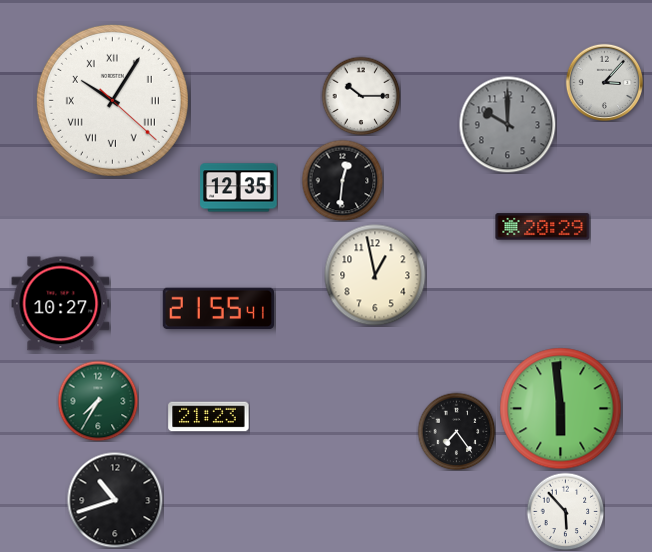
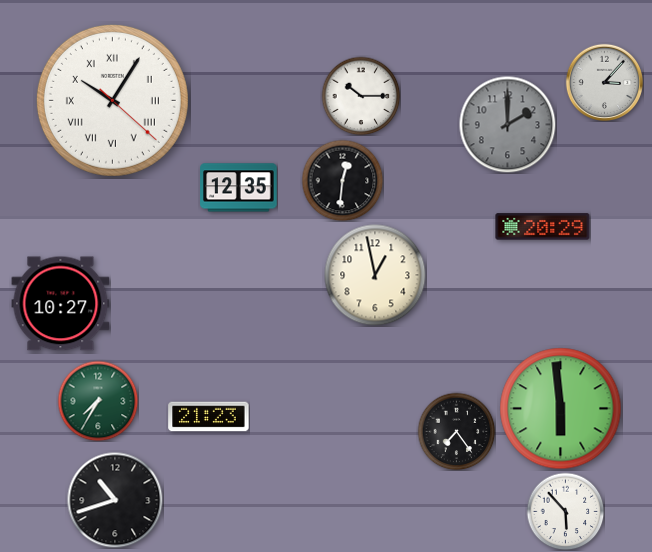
clock at (507, 124): 10:00 -> 2:00
clock at (218, 309): 21:55 -> none
